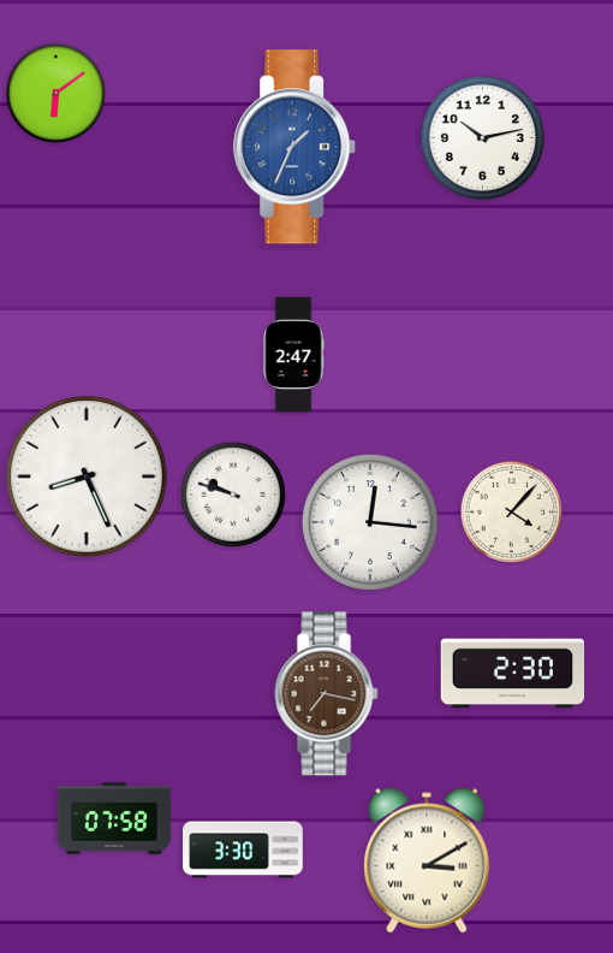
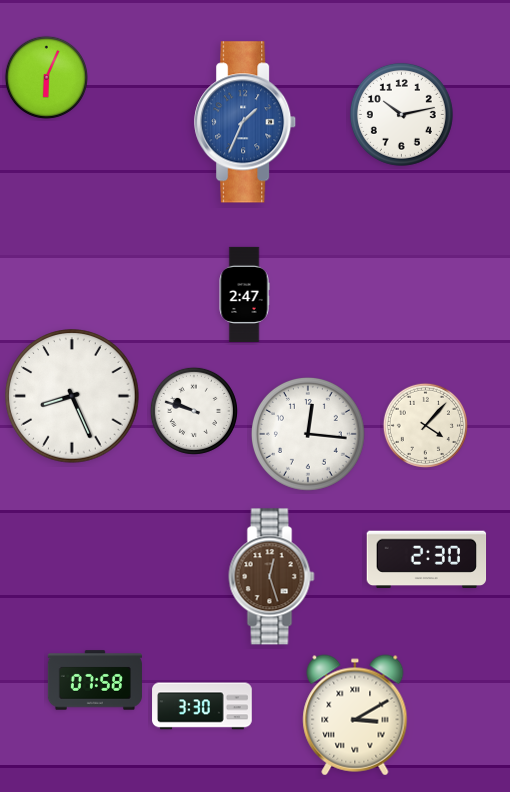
clock at (55, 93): 6:09 -> 6:04
clock at (327, 694): 7:17 -> 12:27
